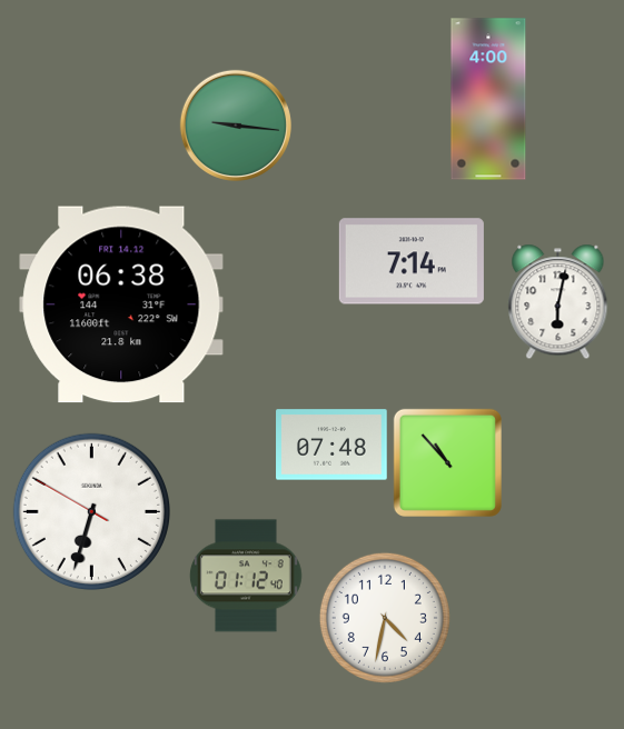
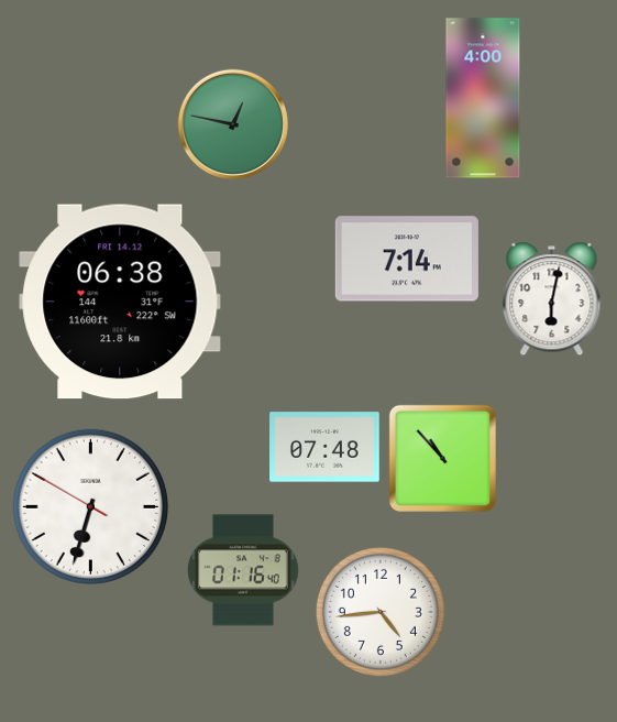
clock at (236, 126): 9:16 -> 12:47
clock at (331, 445) position: (331, 445) -> (324, 447)
clock at (246, 576): 01:12 -> 01:16
clock at (385, 618): 4:32 -> 4:44
